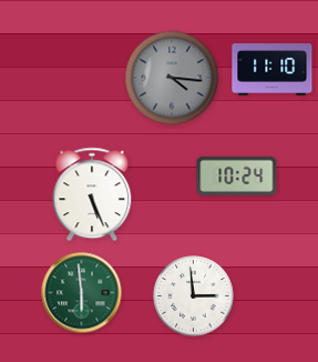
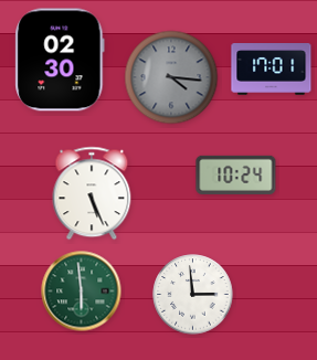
clock at (60, 60): none -> 02:30
clock at (273, 70): 11:10 -> 17:01
